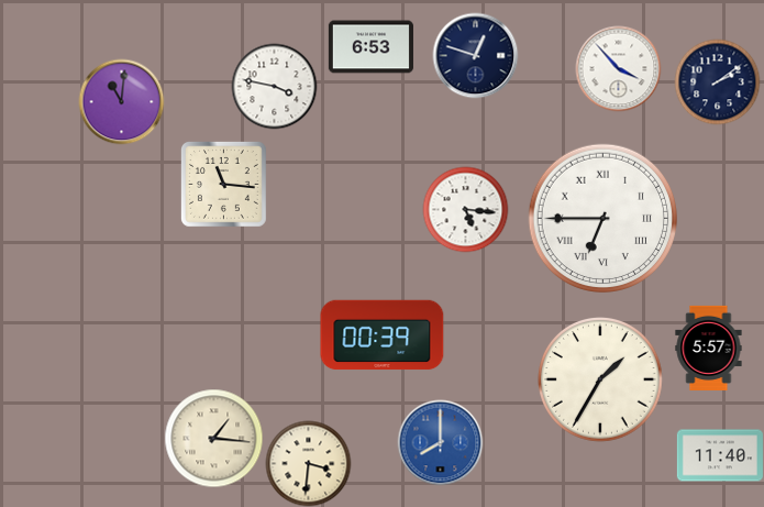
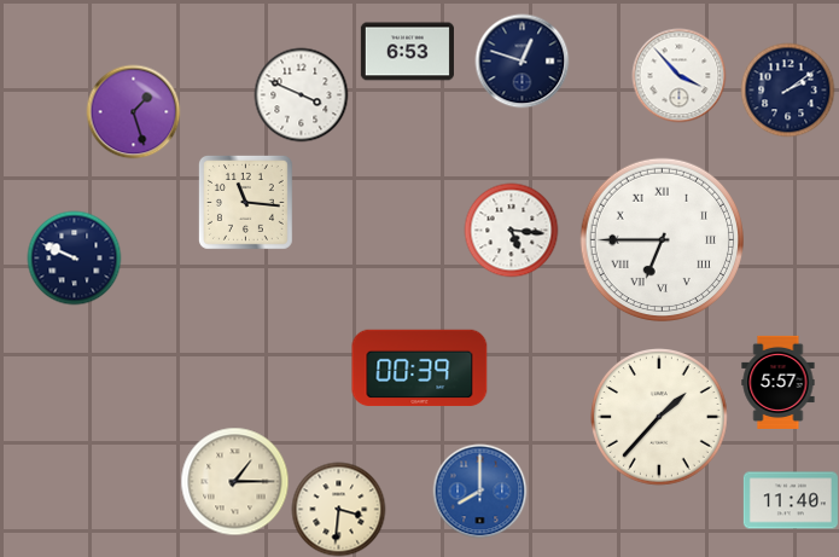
clock at (274, 86): 3:47 -> 3:49
clock at (121, 101): 11:01 -> 1:27
clock at (74, 257): none -> 9:49
clock at (601, 381): 1:35 -> 1:37
clock at (213, 438): 1:16 -> 1:15
clock at (440, 442) position: (440, 442) -> (479, 491)
